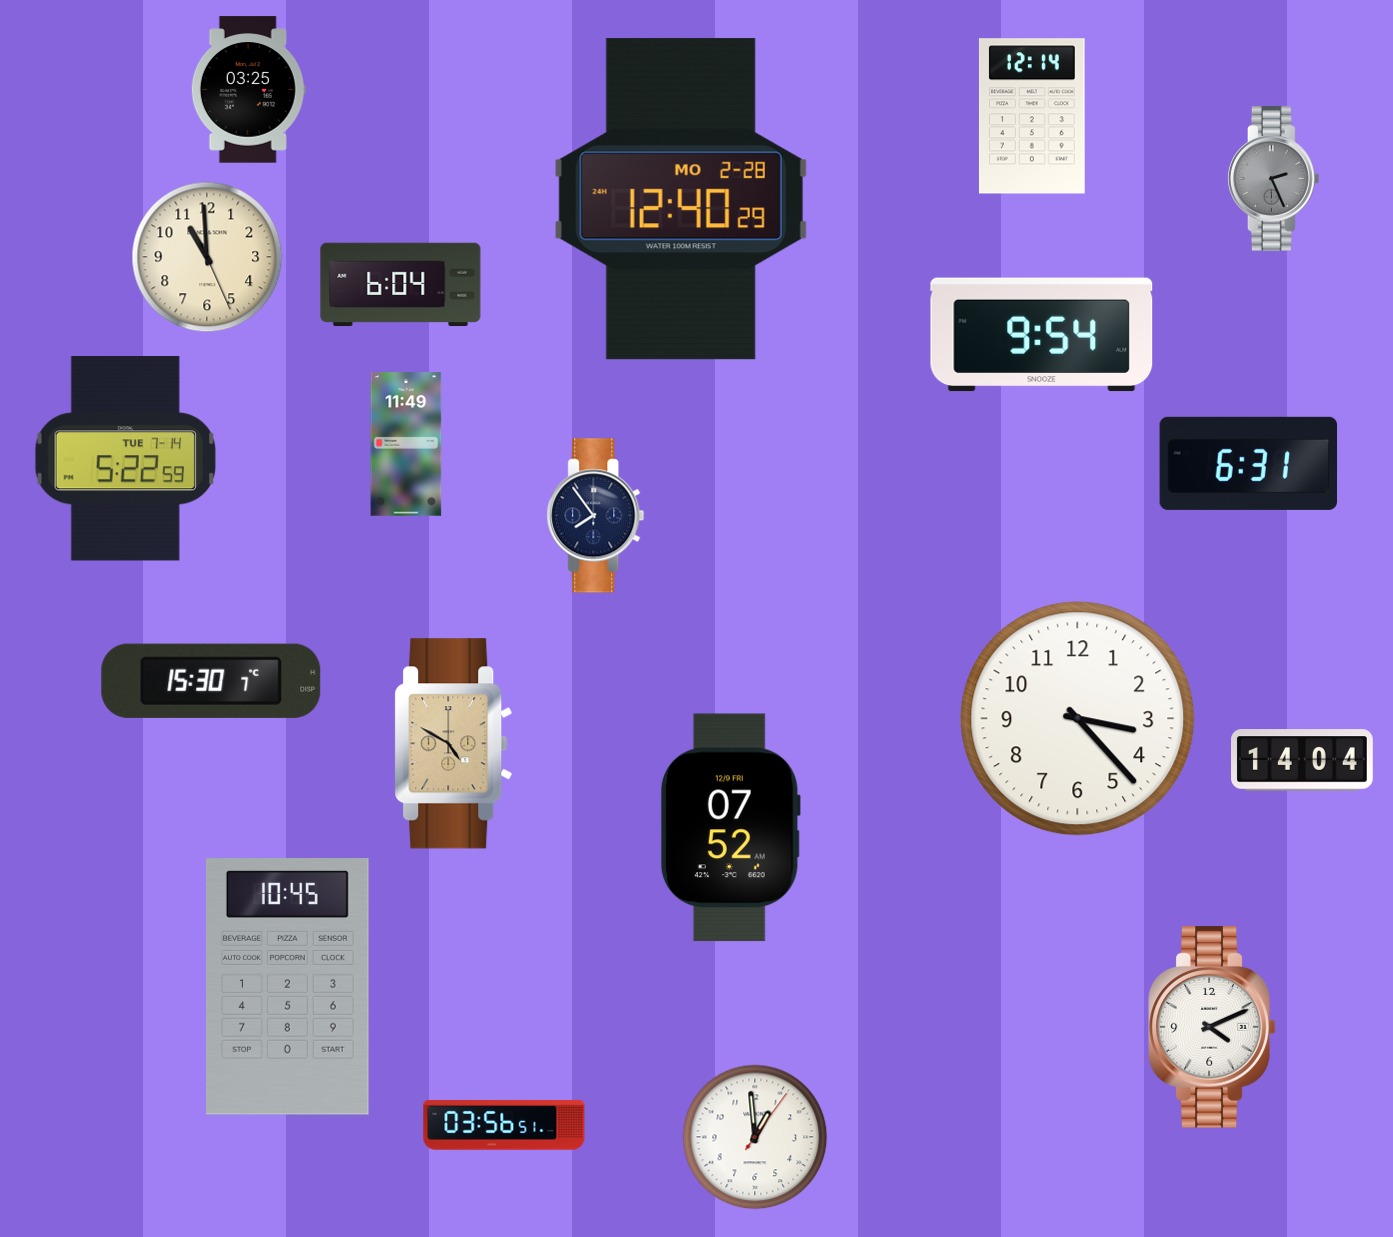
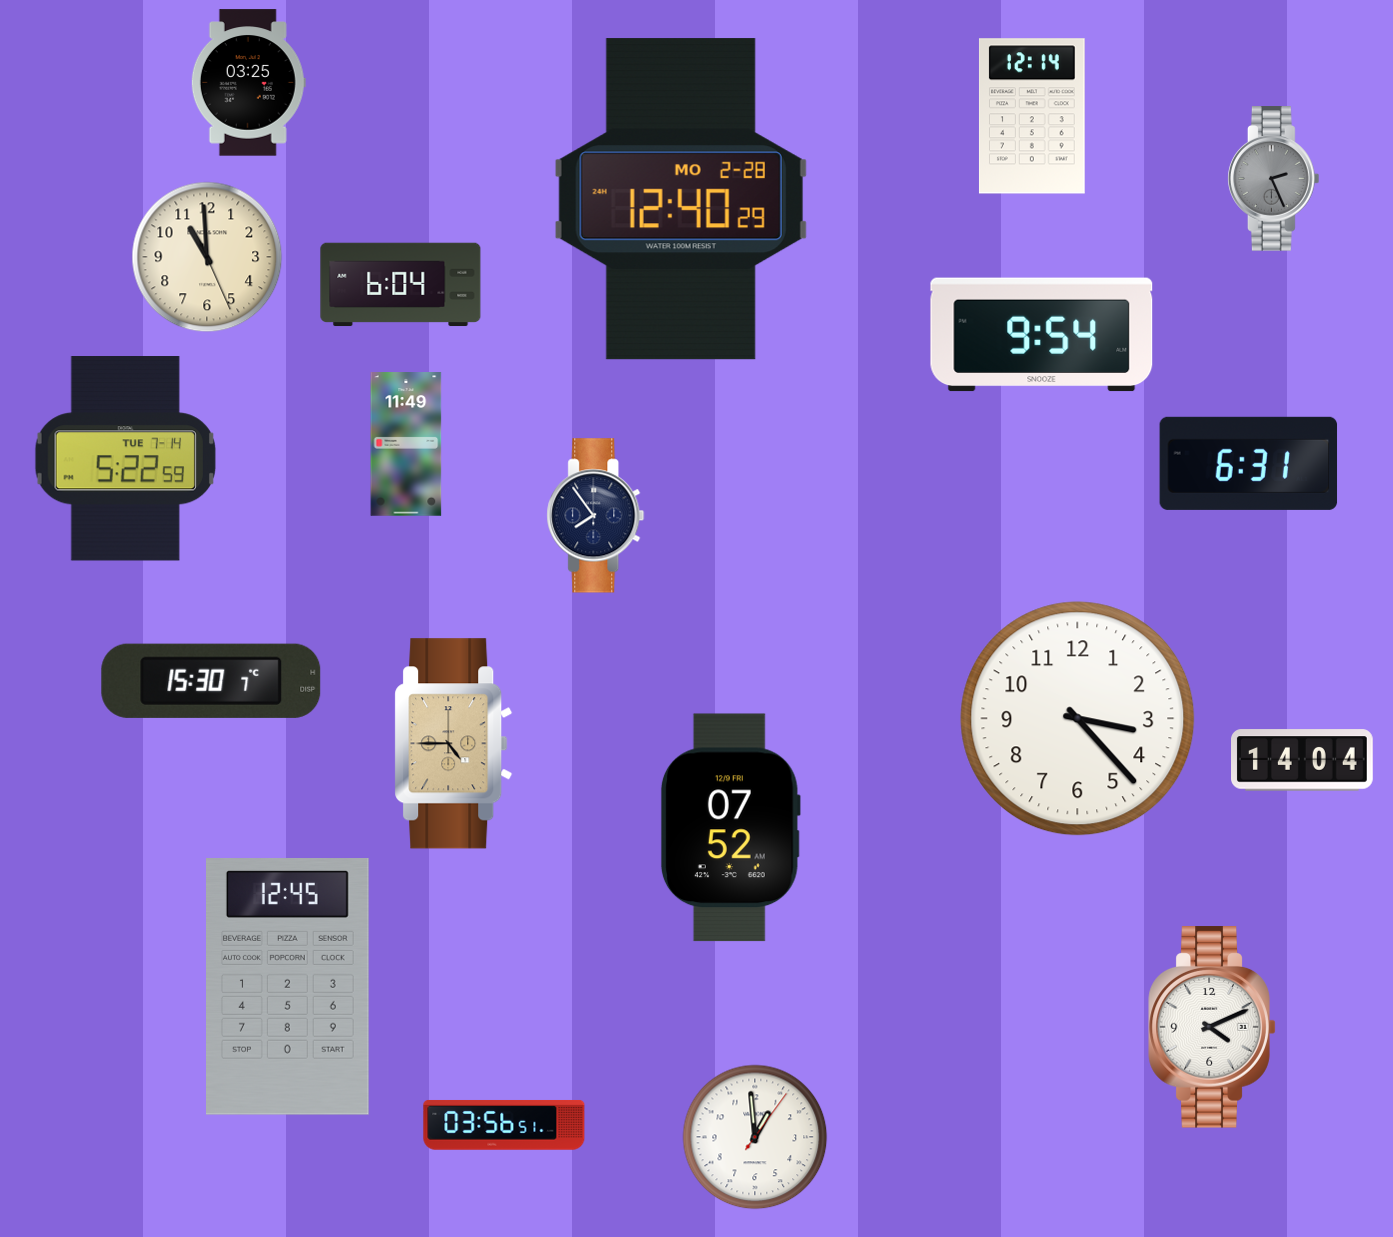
clock at (248, 90) position: (248, 90) -> (248, 83)
clock at (454, 744): 4:50 -> 4:45
clock at (288, 987): 10:45 -> 12:45
